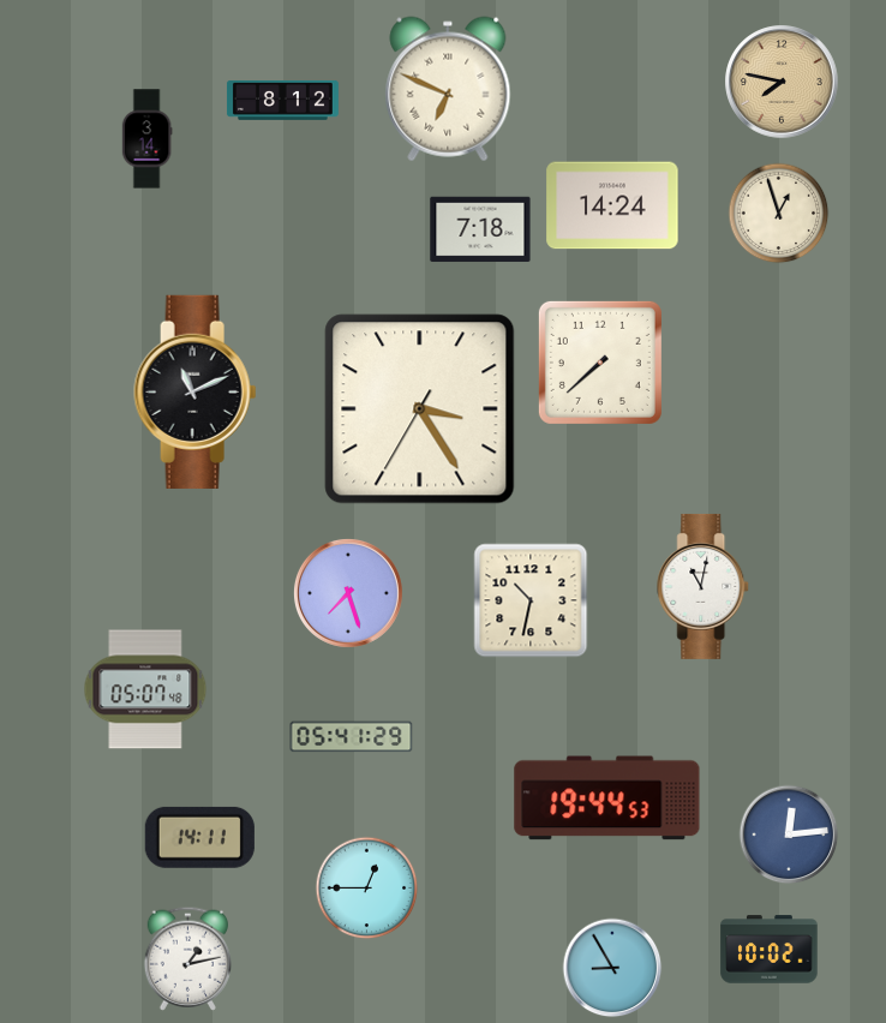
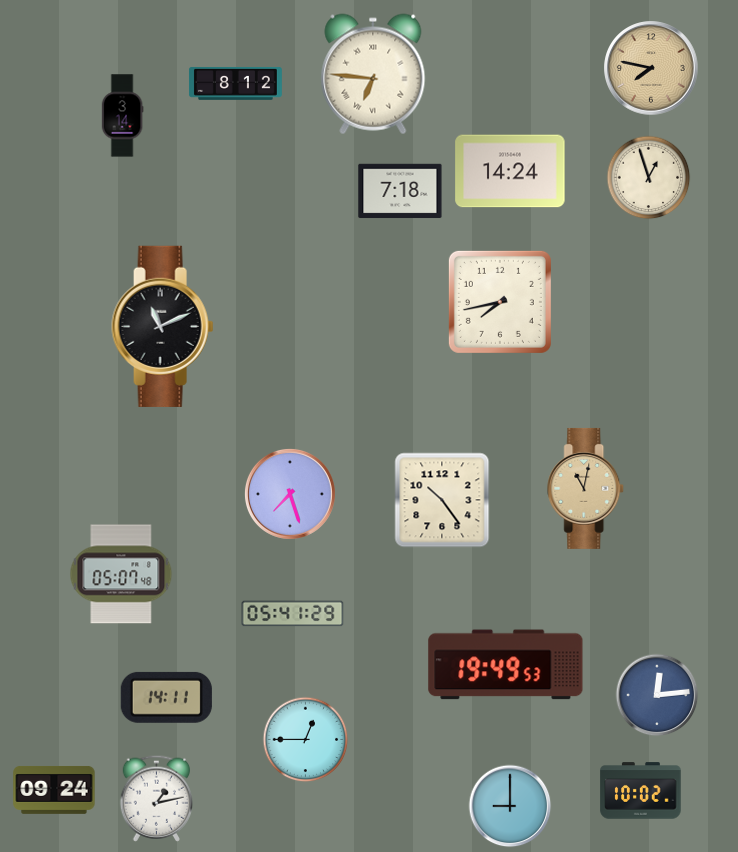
clock at (448, 89): 6:49 -> 6:46
clock at (600, 363): 7:38 -> 7:43
clock at (420, 409): 3:24 -> none
clock at (704, 586) dial: white -> champagne
clock at (531, 600): 10:32 -> 10:24
clock at (607, 798): 19:44 -> 19:49
clock at (54, 790): none -> 09:24
clock at (612, 968): 8:55 -> 9:00
